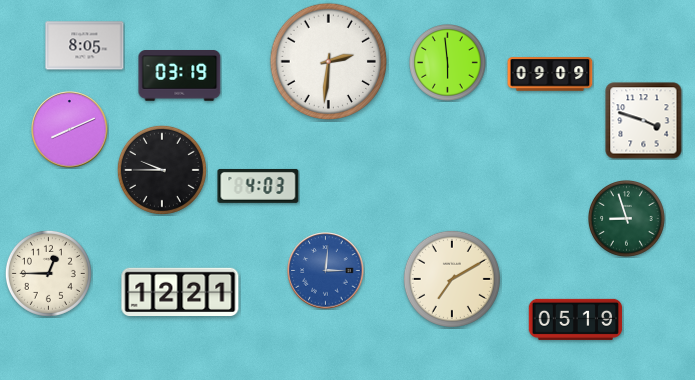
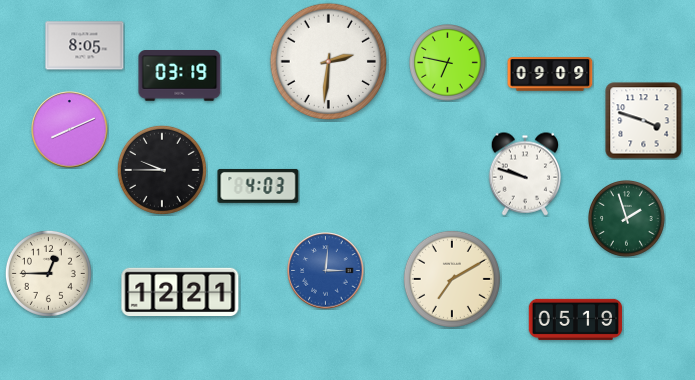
clock at (448, 63): 5:59 -> 6:47
clock at (525, 174): none -> 9:48
clock at (627, 219): 8:57 -> 1:57
